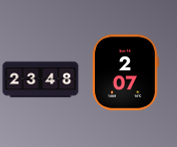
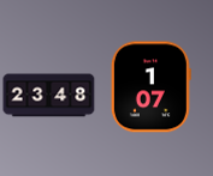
clock at (125, 73): 2:07 -> 1:07
